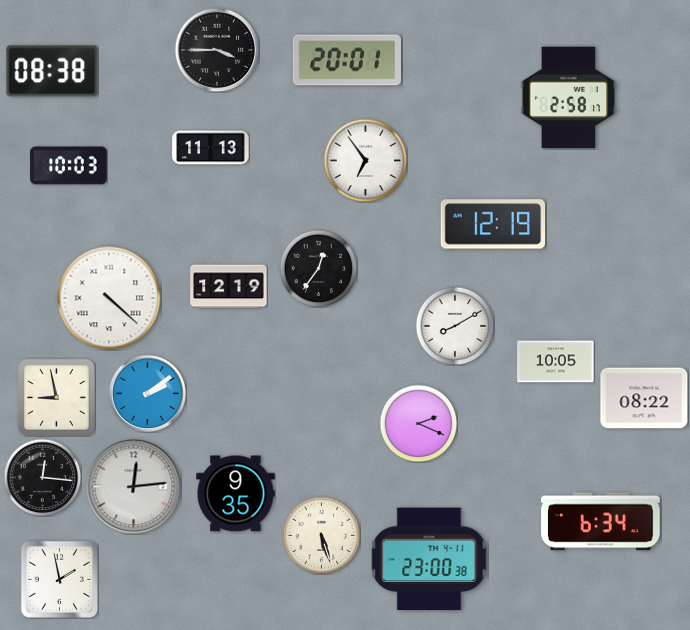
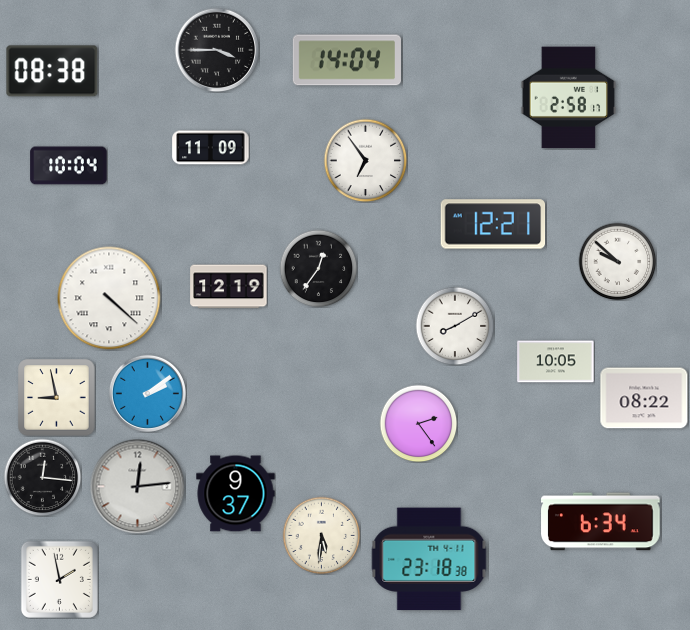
clock at (347, 60): 20:01 -> 14:04
clock at (211, 148): 11:13 -> 11:09
clock at (69, 166): 10:03 -> 10:04
clock at (493, 224): 12:19 -> 12:21
clock at (617, 261): none -> 9:52
clock at (418, 423): 2:19 -> 2:24
clock at (133, 486) position: (133, 486) -> (137, 486)
clock at (236, 494): 9:35 -> 9:37
clock at (321, 535): 5:27 -> 5:31
clock at (429, 559): 23:00 -> 23:18
